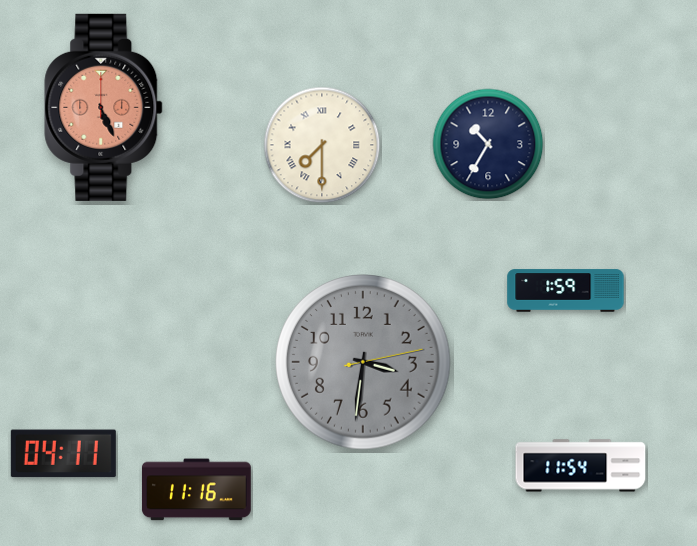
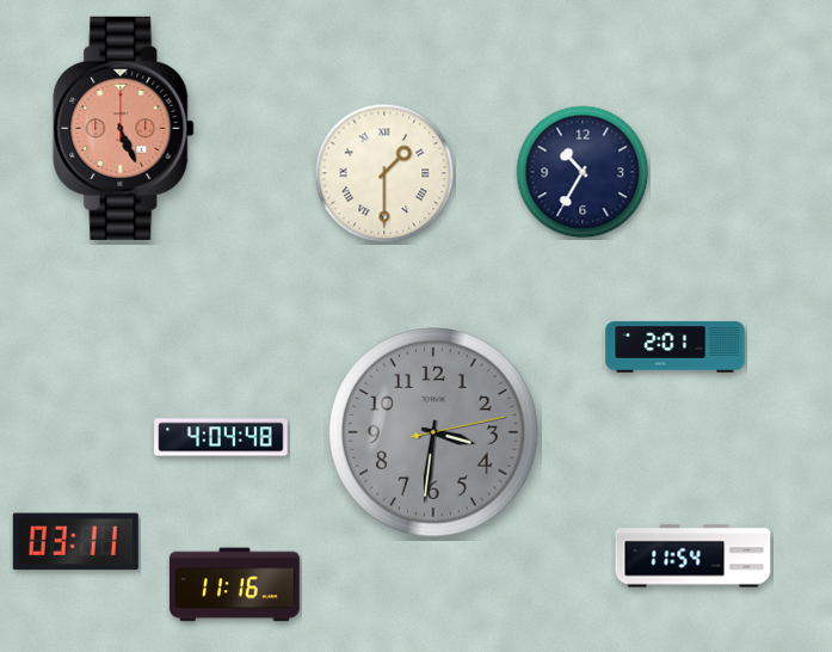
clock at (322, 145): 7:30 -> 1:30
clock at (566, 291): 1:59 -> 2:01
clock at (221, 437): none -> 4:04
clock at (63, 454): 04:11 -> 03:11
